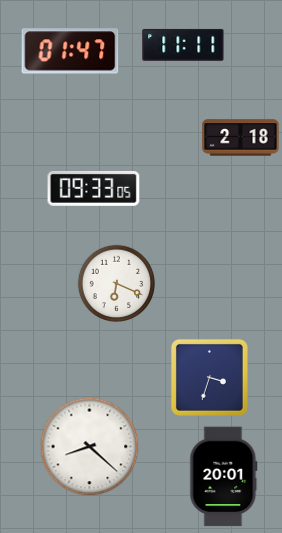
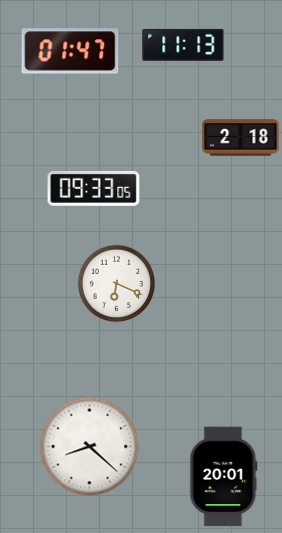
clock at (183, 45): 11:11 -> 11:13
clock at (209, 377): 3:33 -> none
